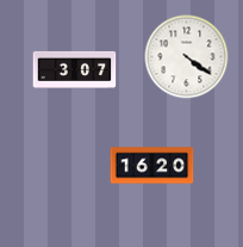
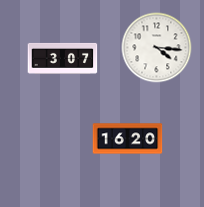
clock at (187, 57): 4:21 -> 4:16
